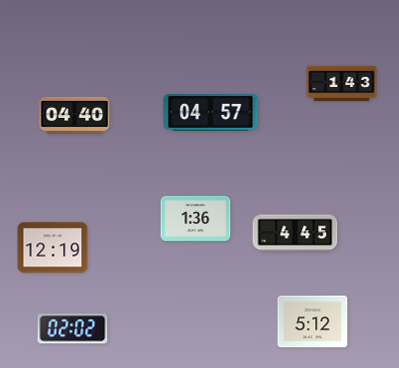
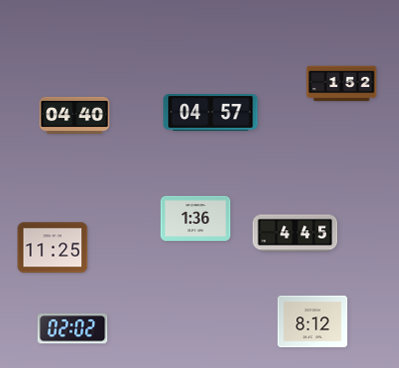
clock at (342, 84): 1:43 -> 1:52
clock at (53, 248): 12:19 -> 11:25
clock at (313, 322): 5:12 -> 8:12
